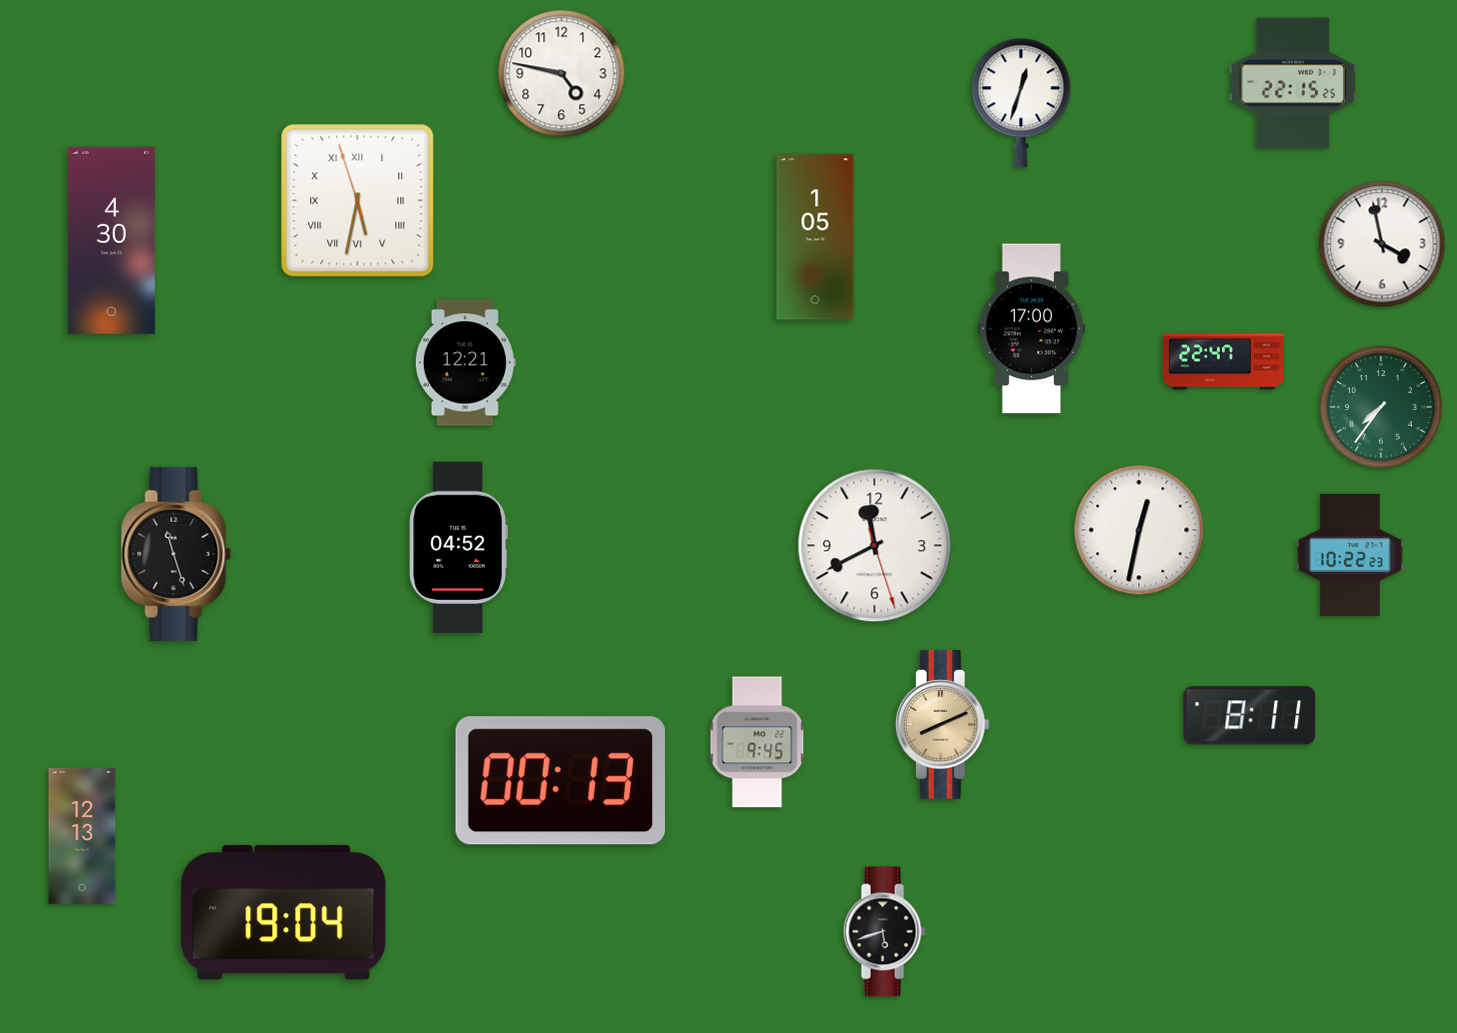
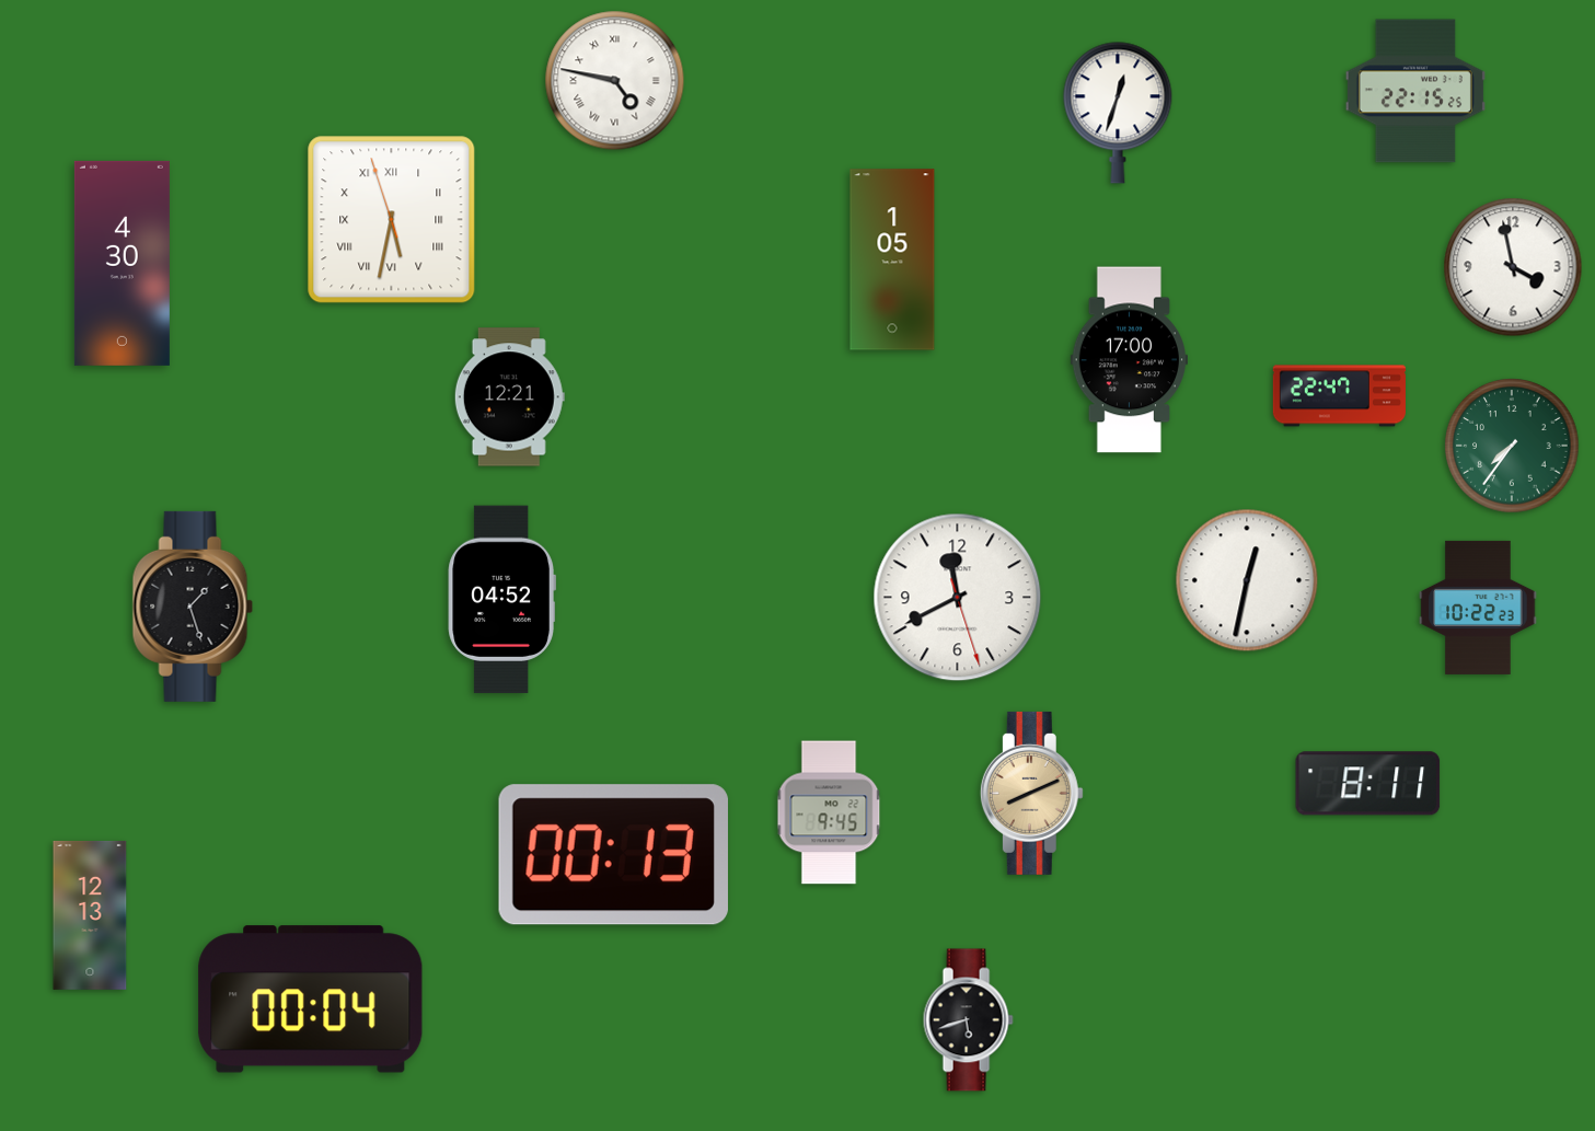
clock at (562, 74) numerals: Arabic -> Roman
clock at (176, 554): 11:27 -> 1:27
clock at (284, 913): 19:04 -> 00:04
